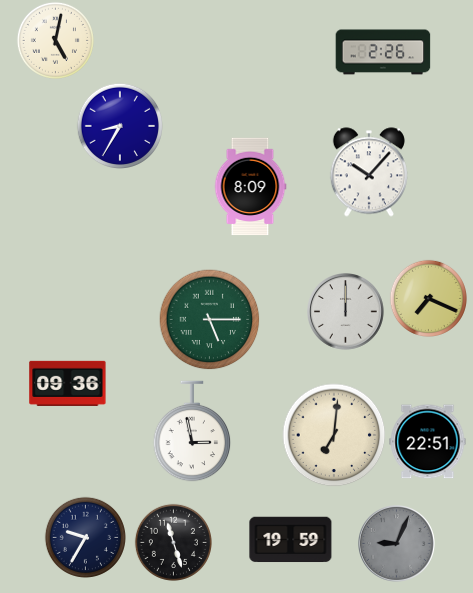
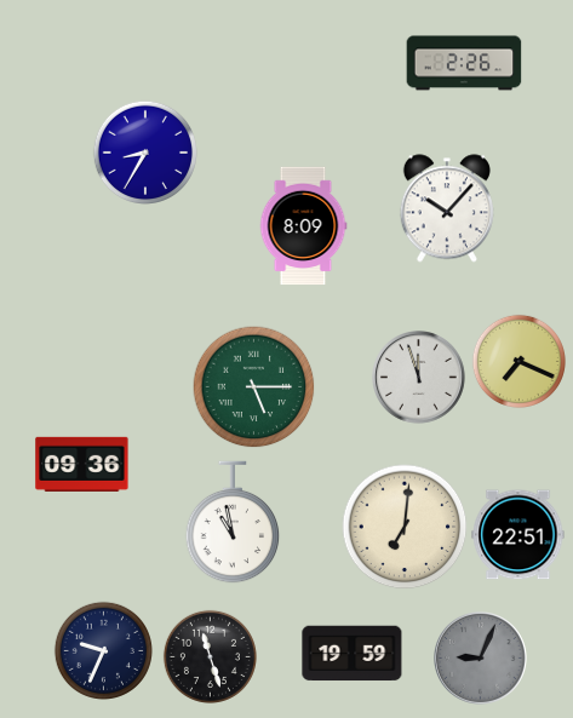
clock at (55, 40): 5:02 -> none
clock at (346, 312): 12:00 -> 11:57
clock at (192, 431): 2:58 -> 10:58
clock at (85, 537): 9:35 -> 9:34
